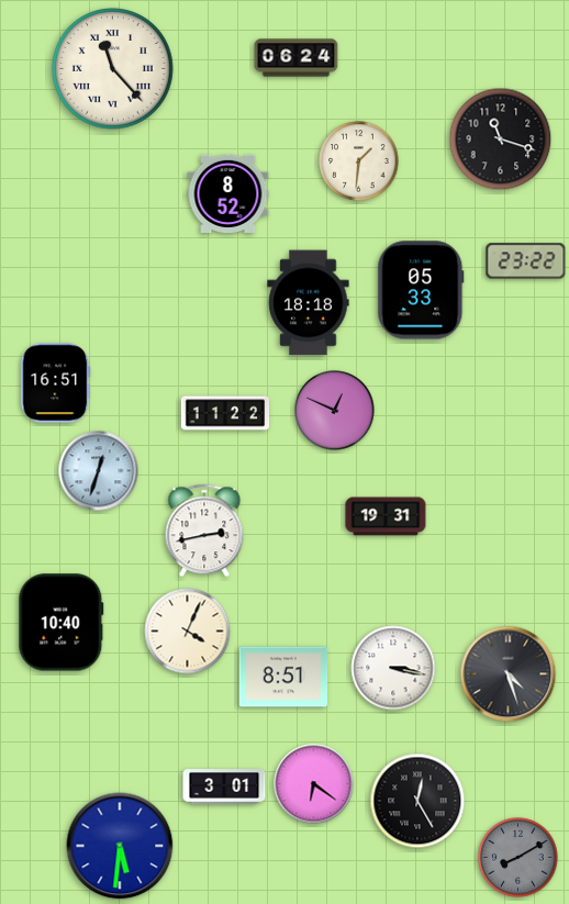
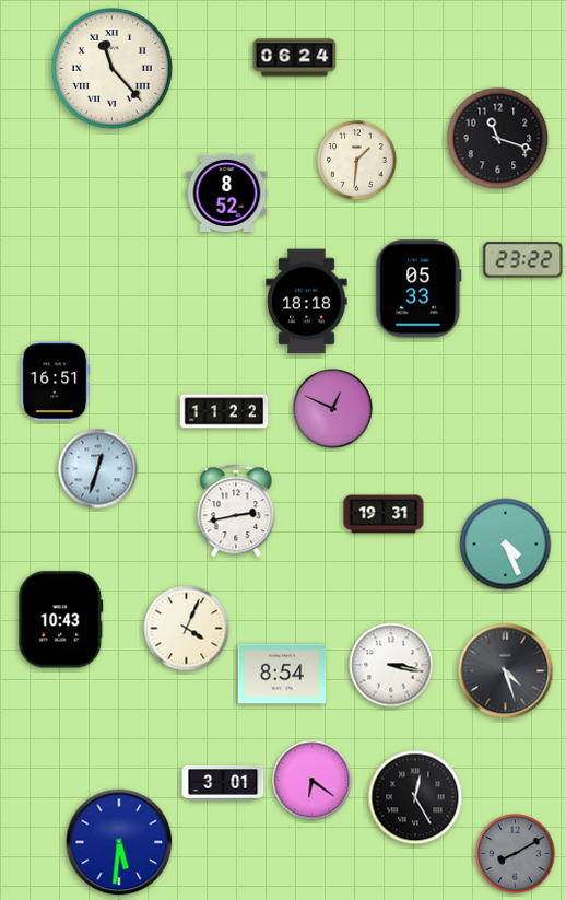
clock at (204, 531) position: (204, 531) -> (236, 511)
clock at (506, 545): none -> 4:26
clock at (62, 623): 10:40 -> 10:43
clock at (283, 677): 8:51 -> 8:54
